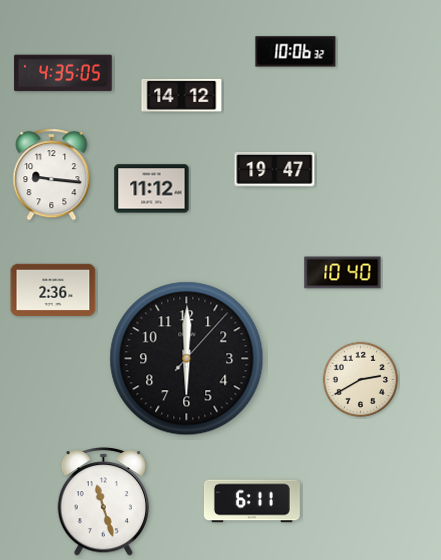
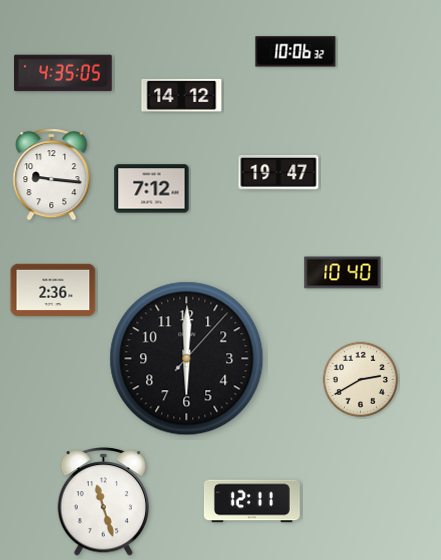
clock at (275, 170) position: (275, 170) -> (279, 173)
clock at (152, 189): 11:12 -> 7:12
clock at (252, 501): 6:11 -> 12:11
